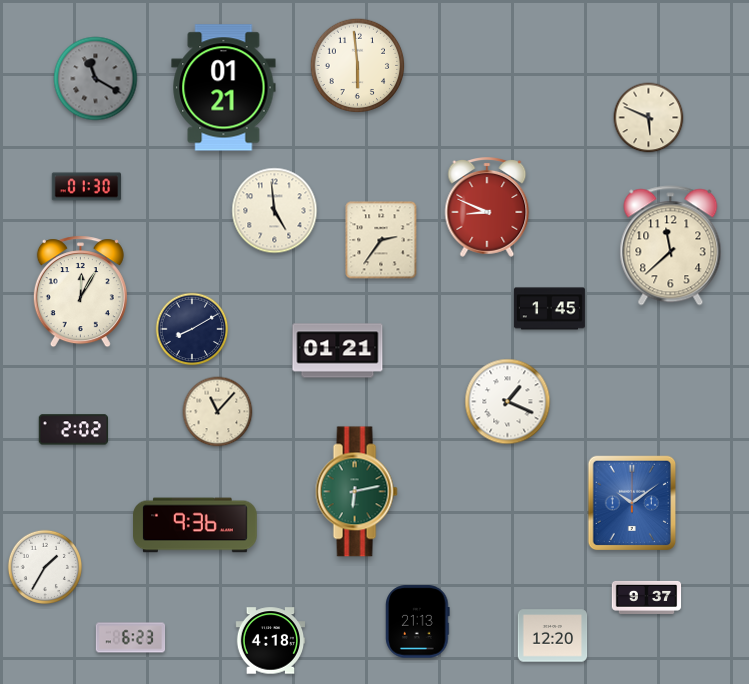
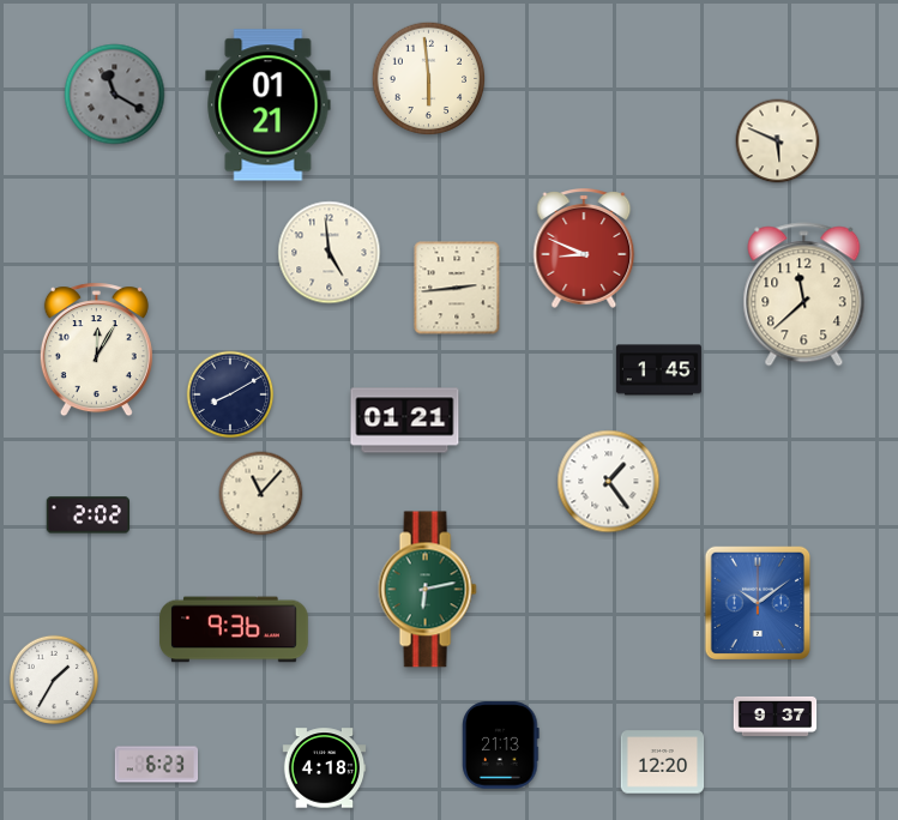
clock at (87, 187): 01:30 -> none
clock at (381, 240): 2:36 -> 2:44
clock at (508, 402): 1:19 -> 1:24
